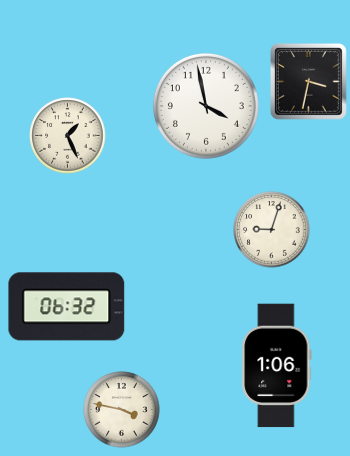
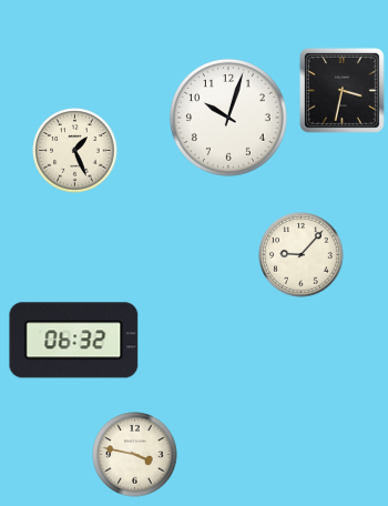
clock at (206, 106): 3:58 -> 10:03
clock at (272, 230): 9:03 -> 9:07
clock at (277, 366): 1:06 -> none
